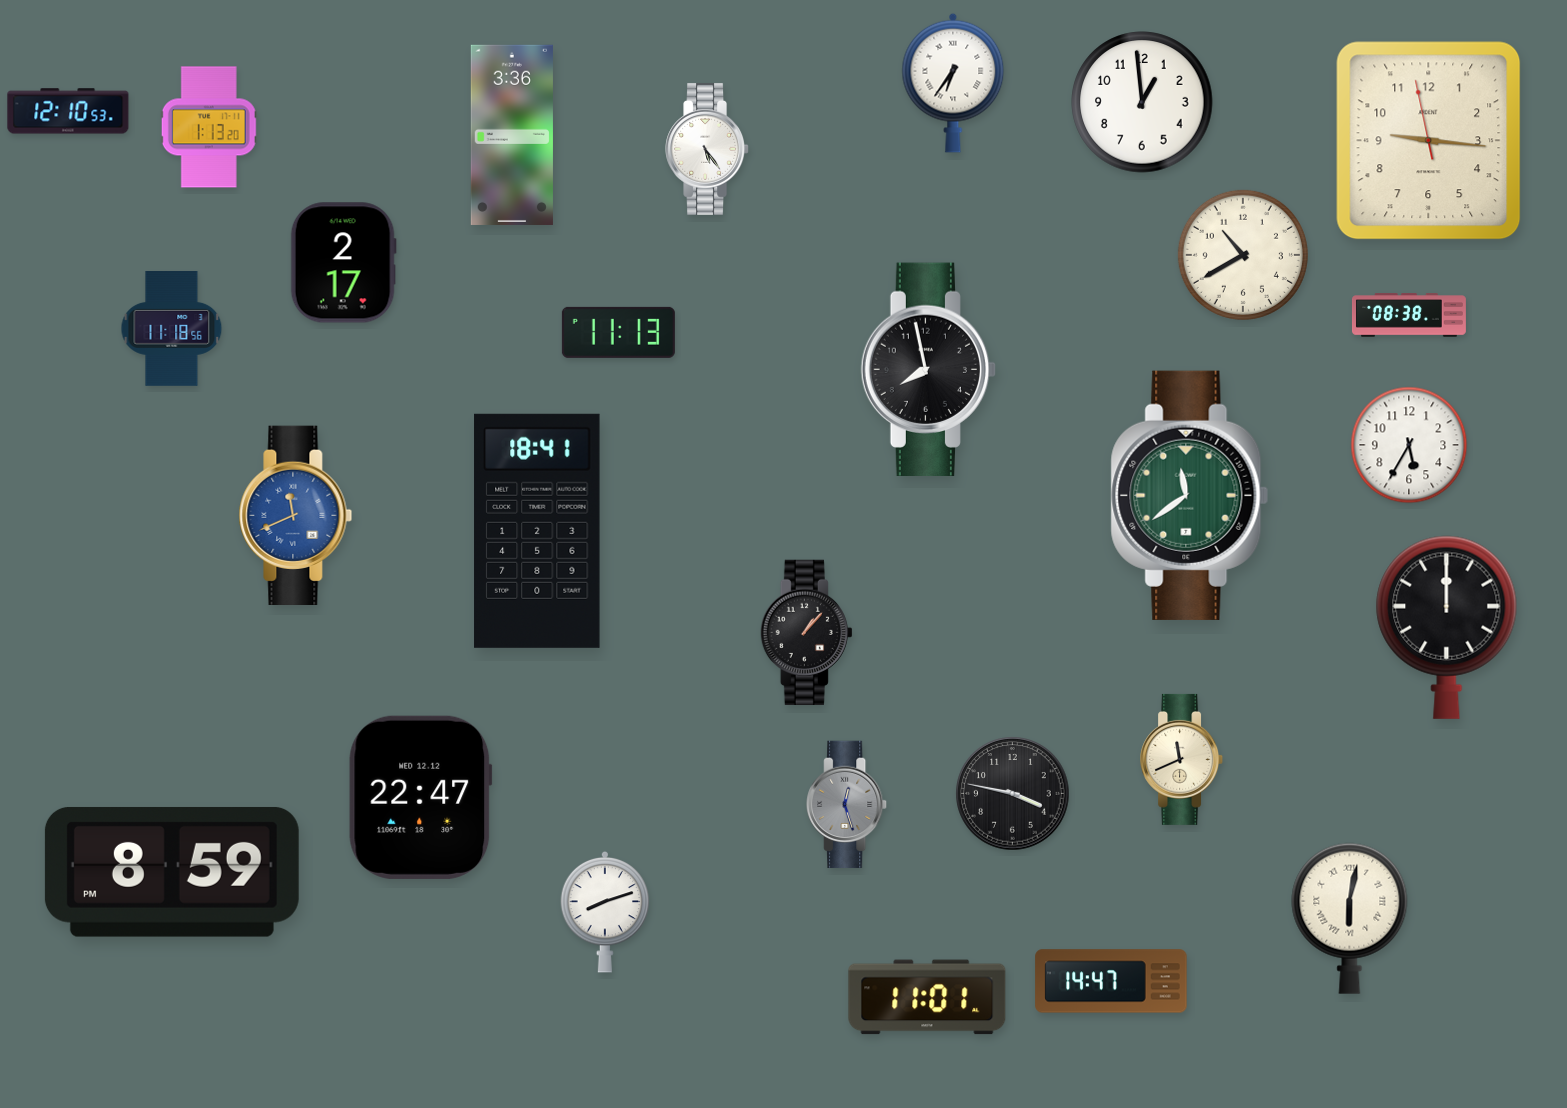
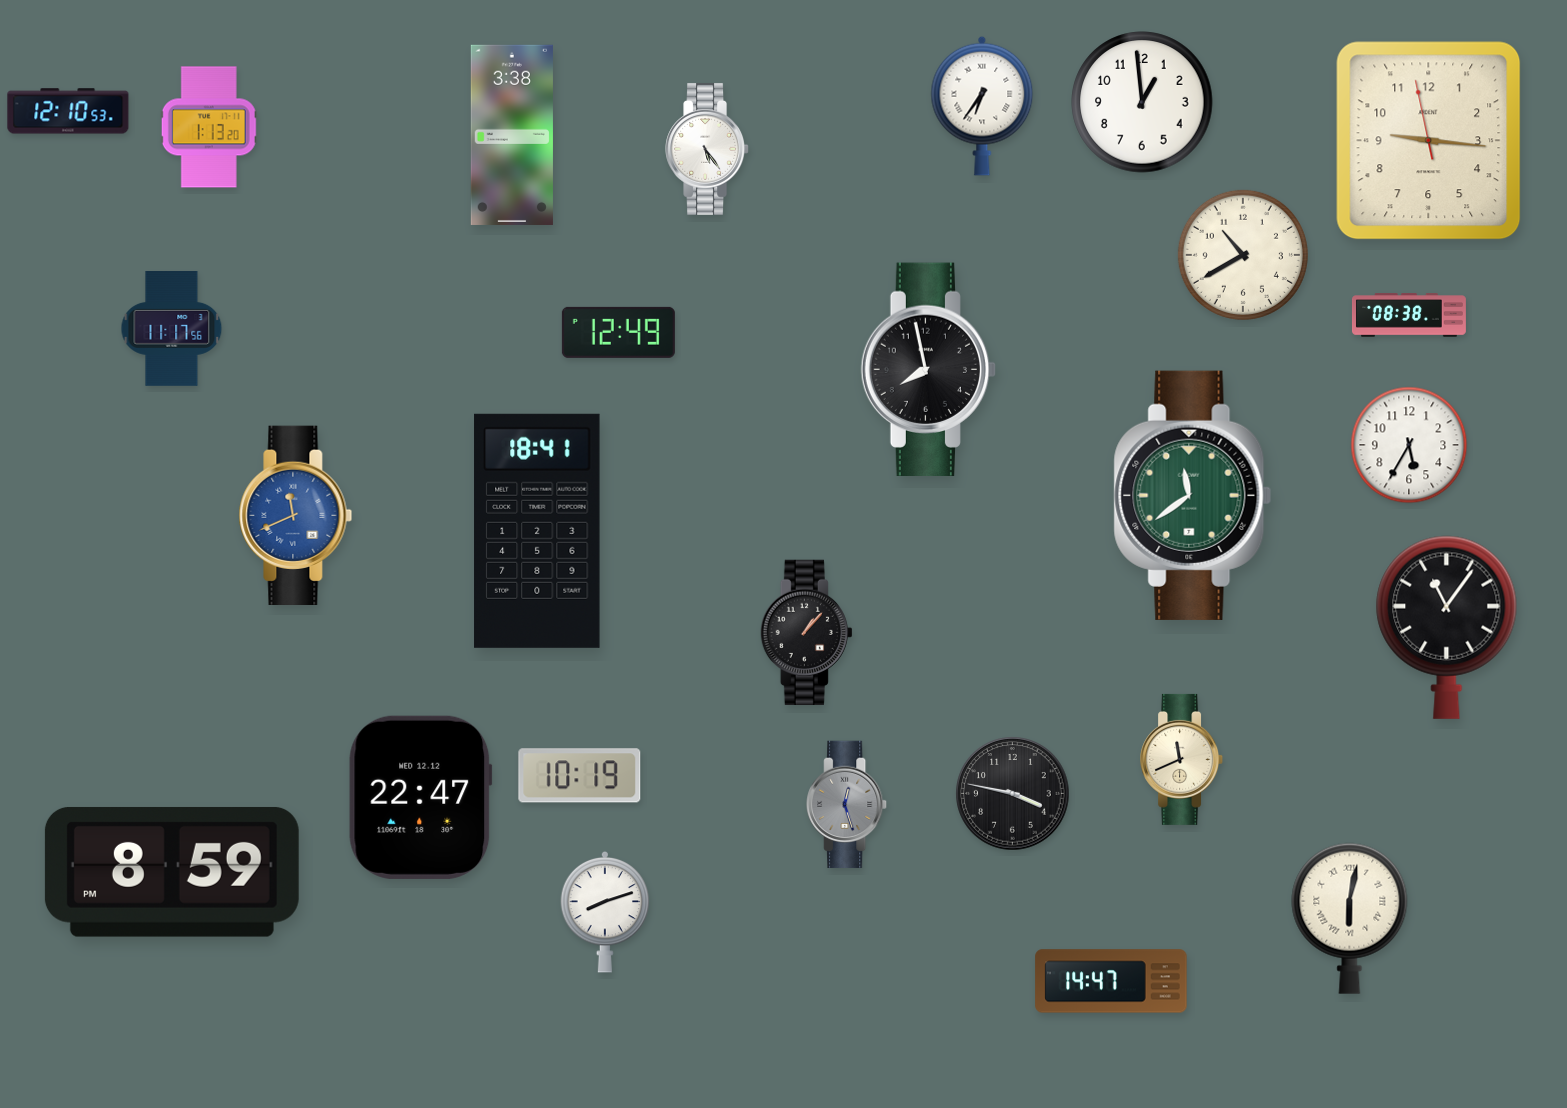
clock at (953, 83) position: (953, 83) -> (982, 106)
clock at (512, 134): 3:36 -> 3:38
clock at (343, 263): 2:17 -> none
clock at (172, 329): 11:18 -> 11:17
clock at (618, 332): 11:13 -> 12:49
clock at (1190, 495) position: (1190, 495) -> (1193, 495)
clock at (1447, 627): 12:00 -> 11:06
clock at (580, 776): none -> 10:19
clock at (927, 997): 11:01 -> none
